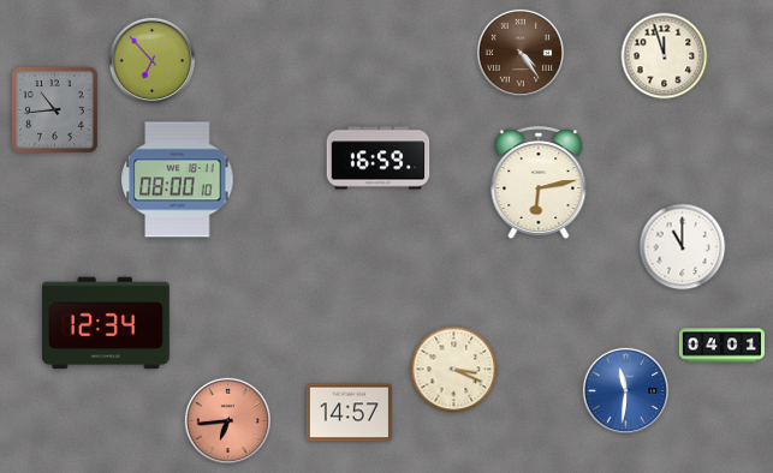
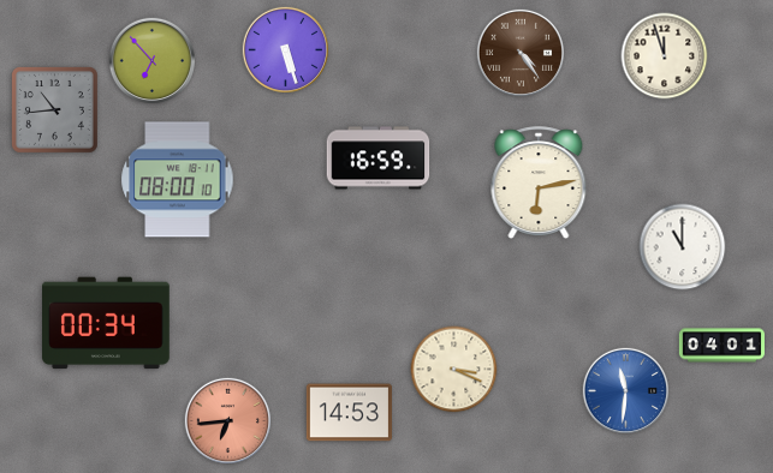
clock at (285, 49): none -> 5:27
clock at (107, 323): 12:34 -> 00:34
clock at (349, 413): 14:57 -> 14:53
